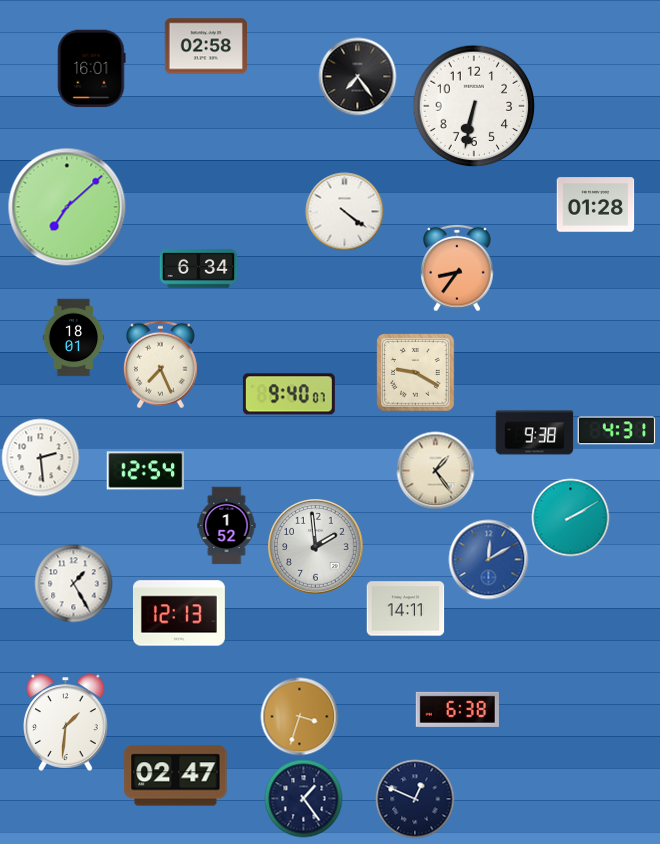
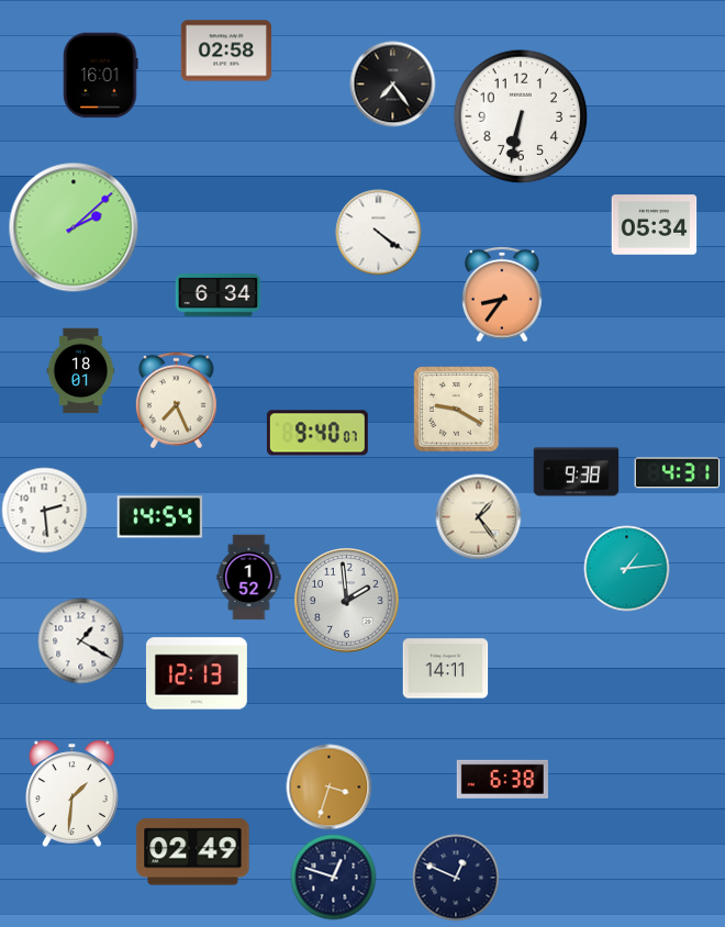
clock at (595, 205): 01:28 -> 05:34
clock at (67, 207): 7:08 -> 2:08
clock at (534, 433) position: (534, 433) -> (576, 472)
clock at (40, 457) position: (40, 457) -> (44, 510)
clock at (145, 471): 12:54 -> 14:54
clock at (570, 517): 2:10 -> 1:14
clock at (488, 559): 12:10 -> none
clock at (73, 583): 1:25 -> 1:20
clock at (176, 776): 02:47 -> 02:49
clock at (303, 798): 1:24 -> 12:48
